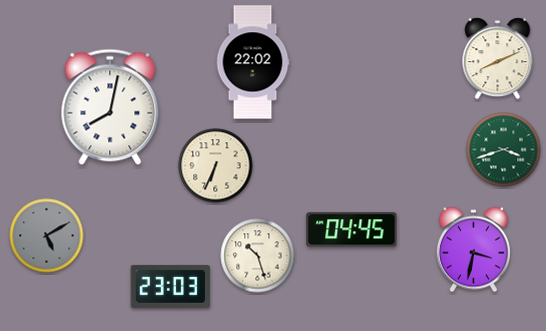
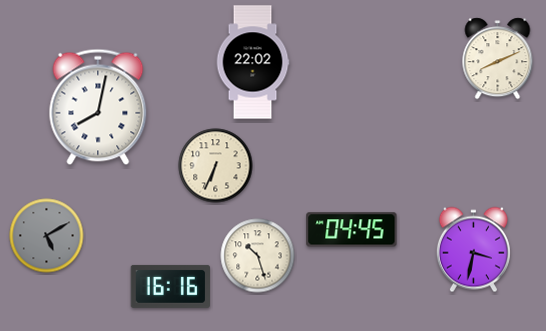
clock at (110, 107) position: (110, 107) -> (98, 107)
clock at (504, 150): 3:42 -> none
clock at (171, 286): 23:03 -> 16:16
